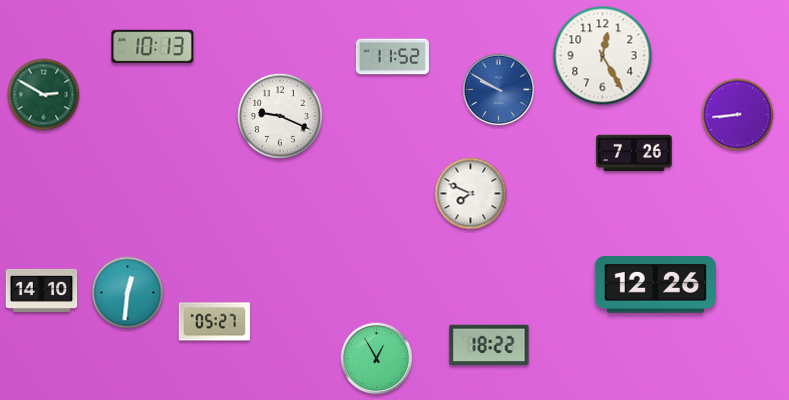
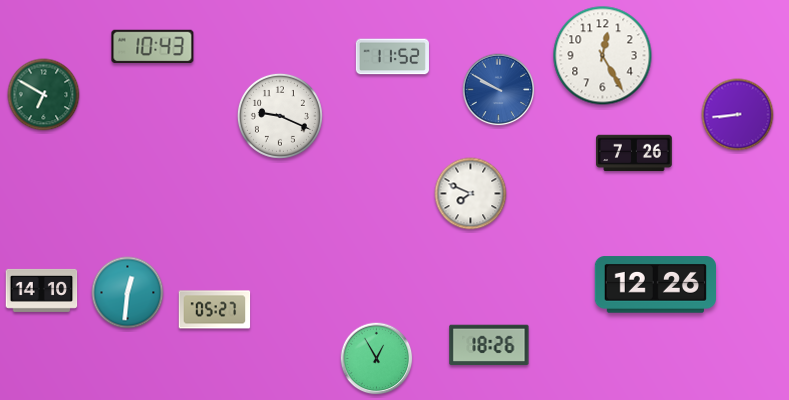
clock at (153, 47): 10:13 -> 10:43
clock at (44, 95): 2:50 -> 6:50
clock at (215, 322) position: (215, 322) -> (215, 310)
clock at (489, 345): 18:22 -> 18:26
